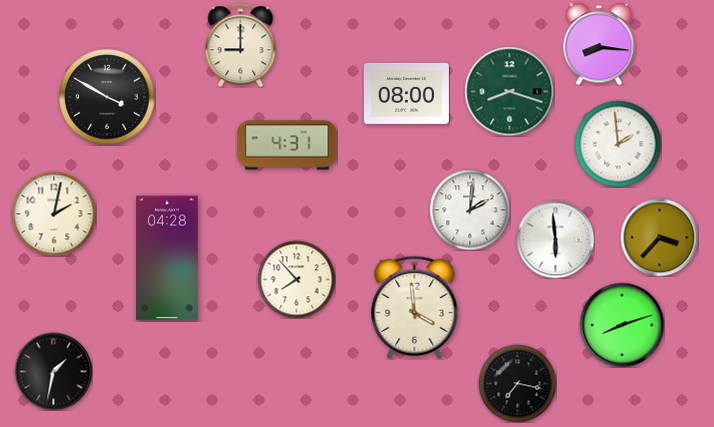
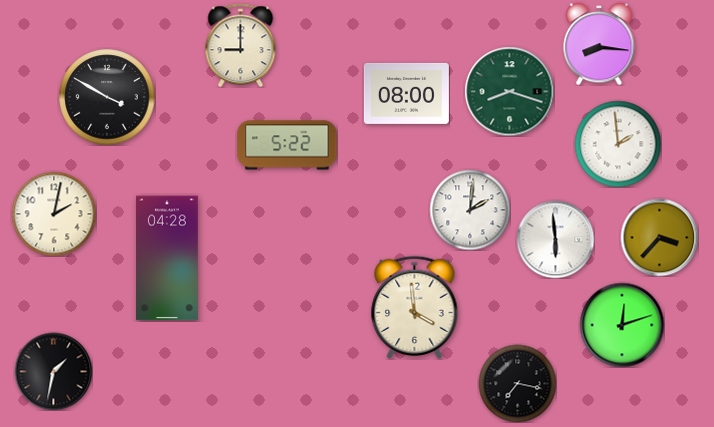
clock at (287, 145): 4:31 -> 5:22
clock at (296, 279): 7:53 -> none
clock at (622, 325): 8:12 -> 12:12
